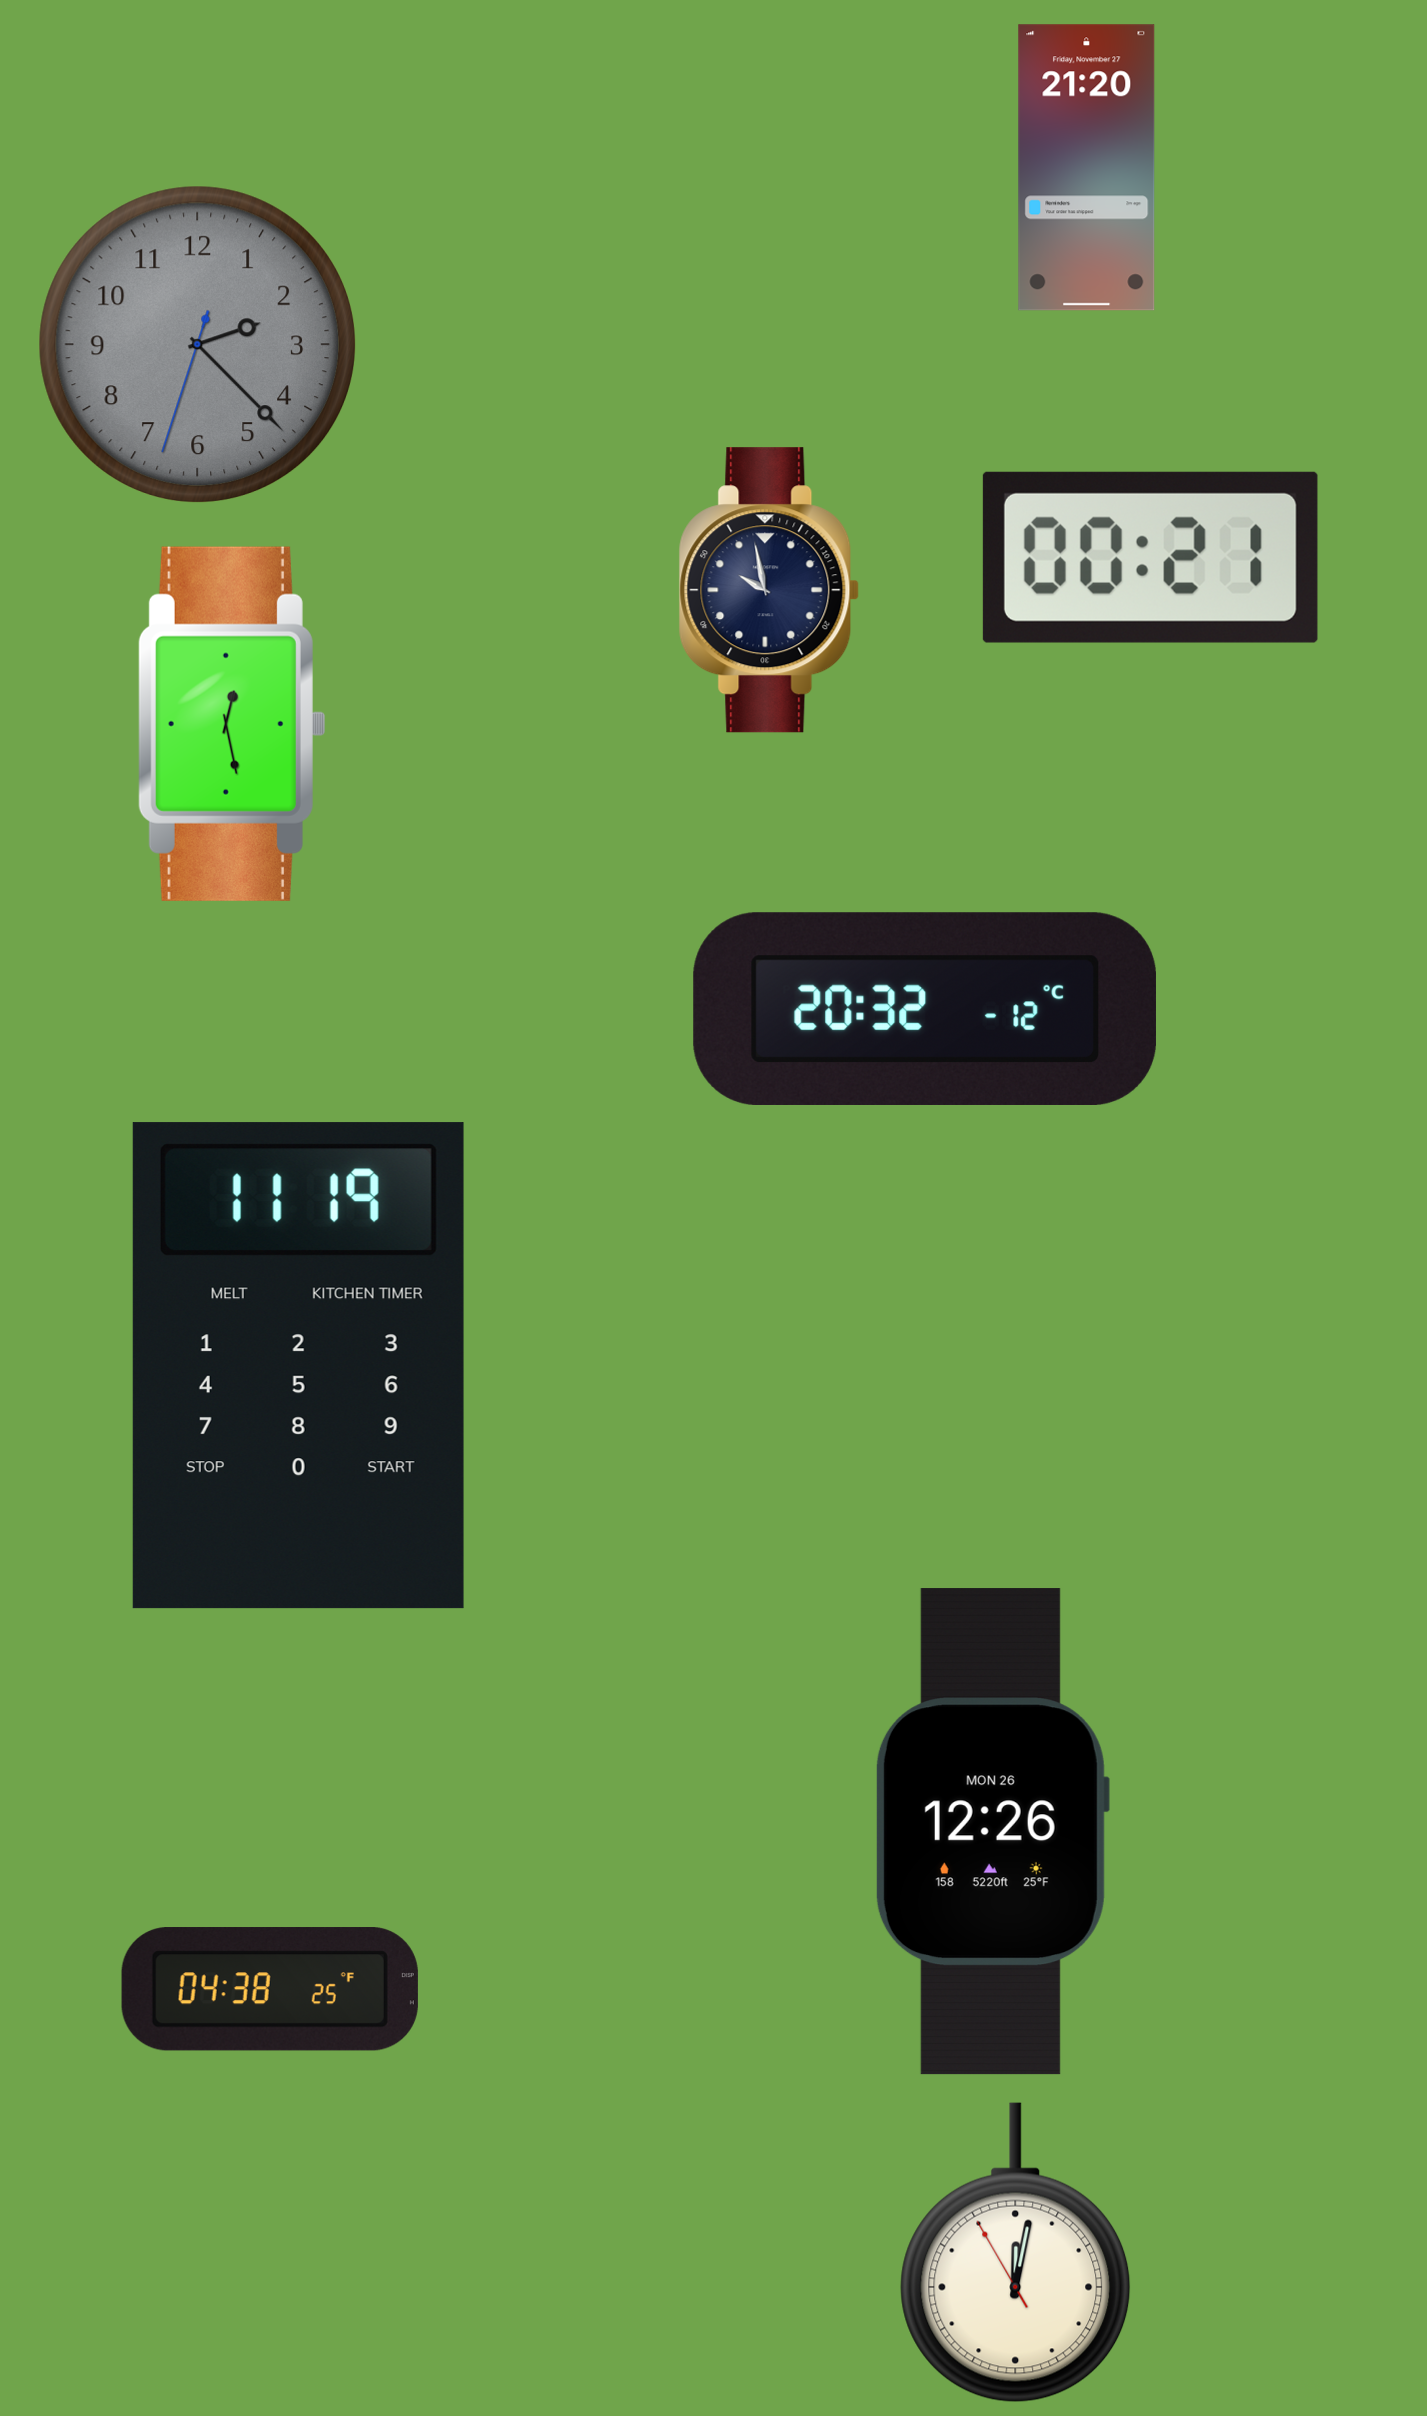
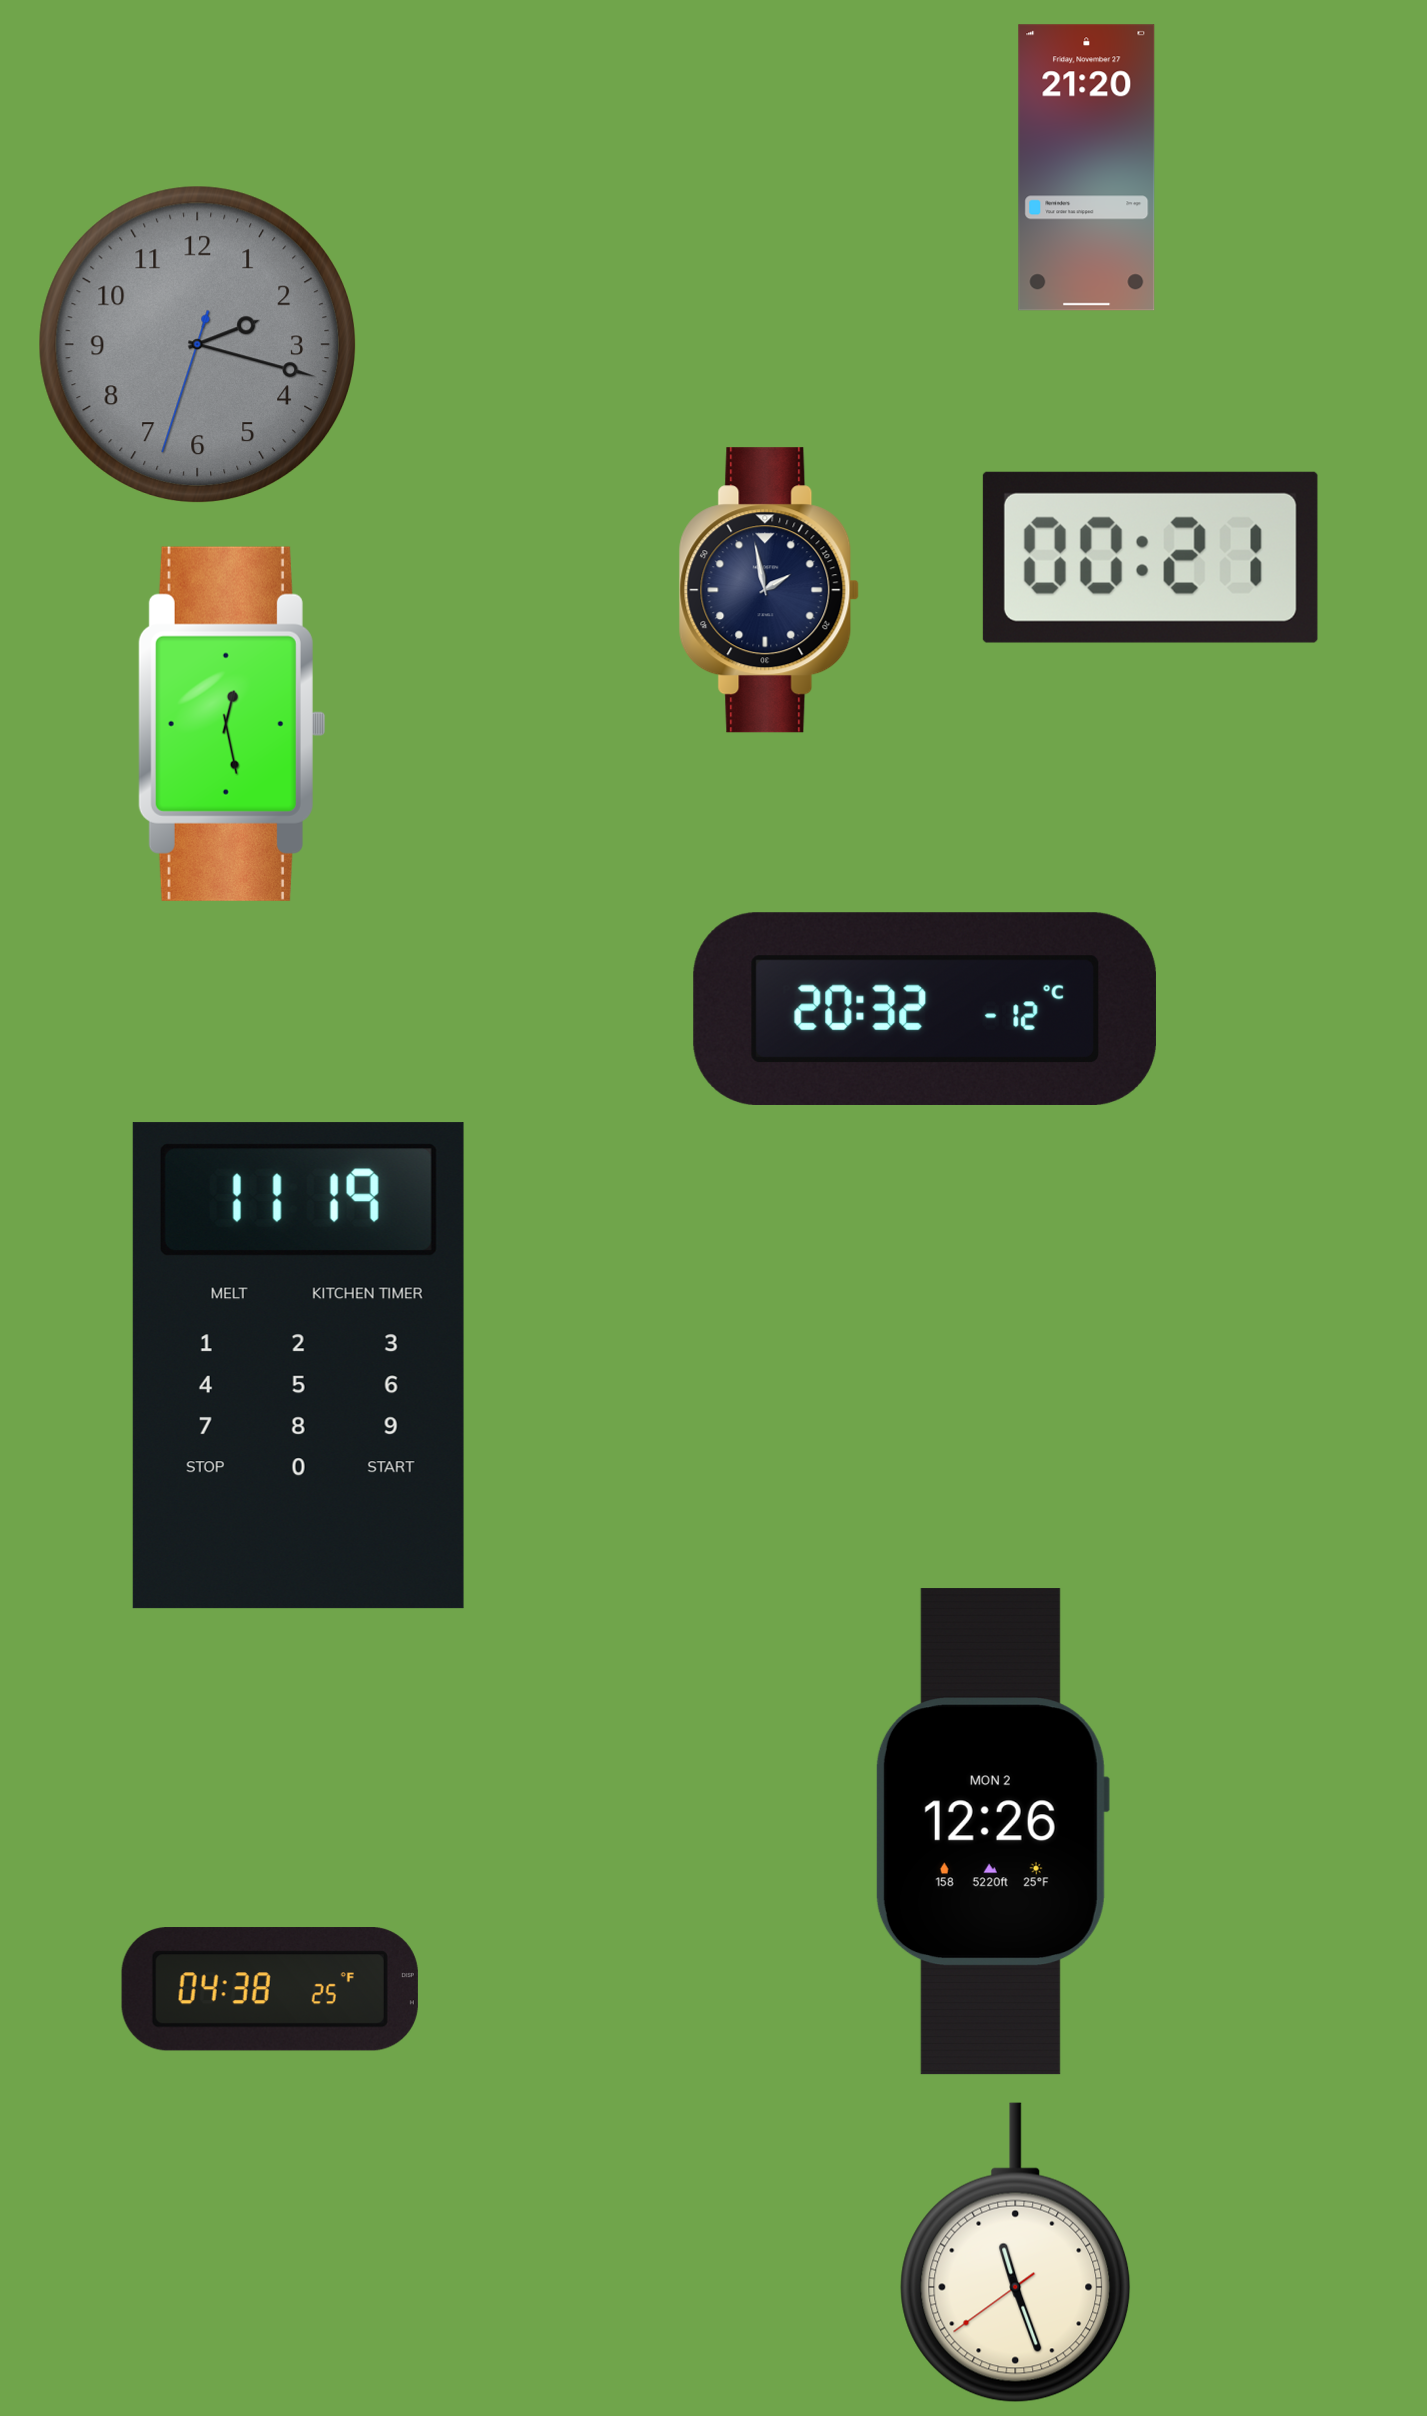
clock at (197, 344): 2:22 -> 2:17
clock at (769, 590): 9:58 -> 1:58
clock at (992, 1832) date: MON 26 -> MON 2
clock at (1016, 2253): 12:01 -> 11:26
